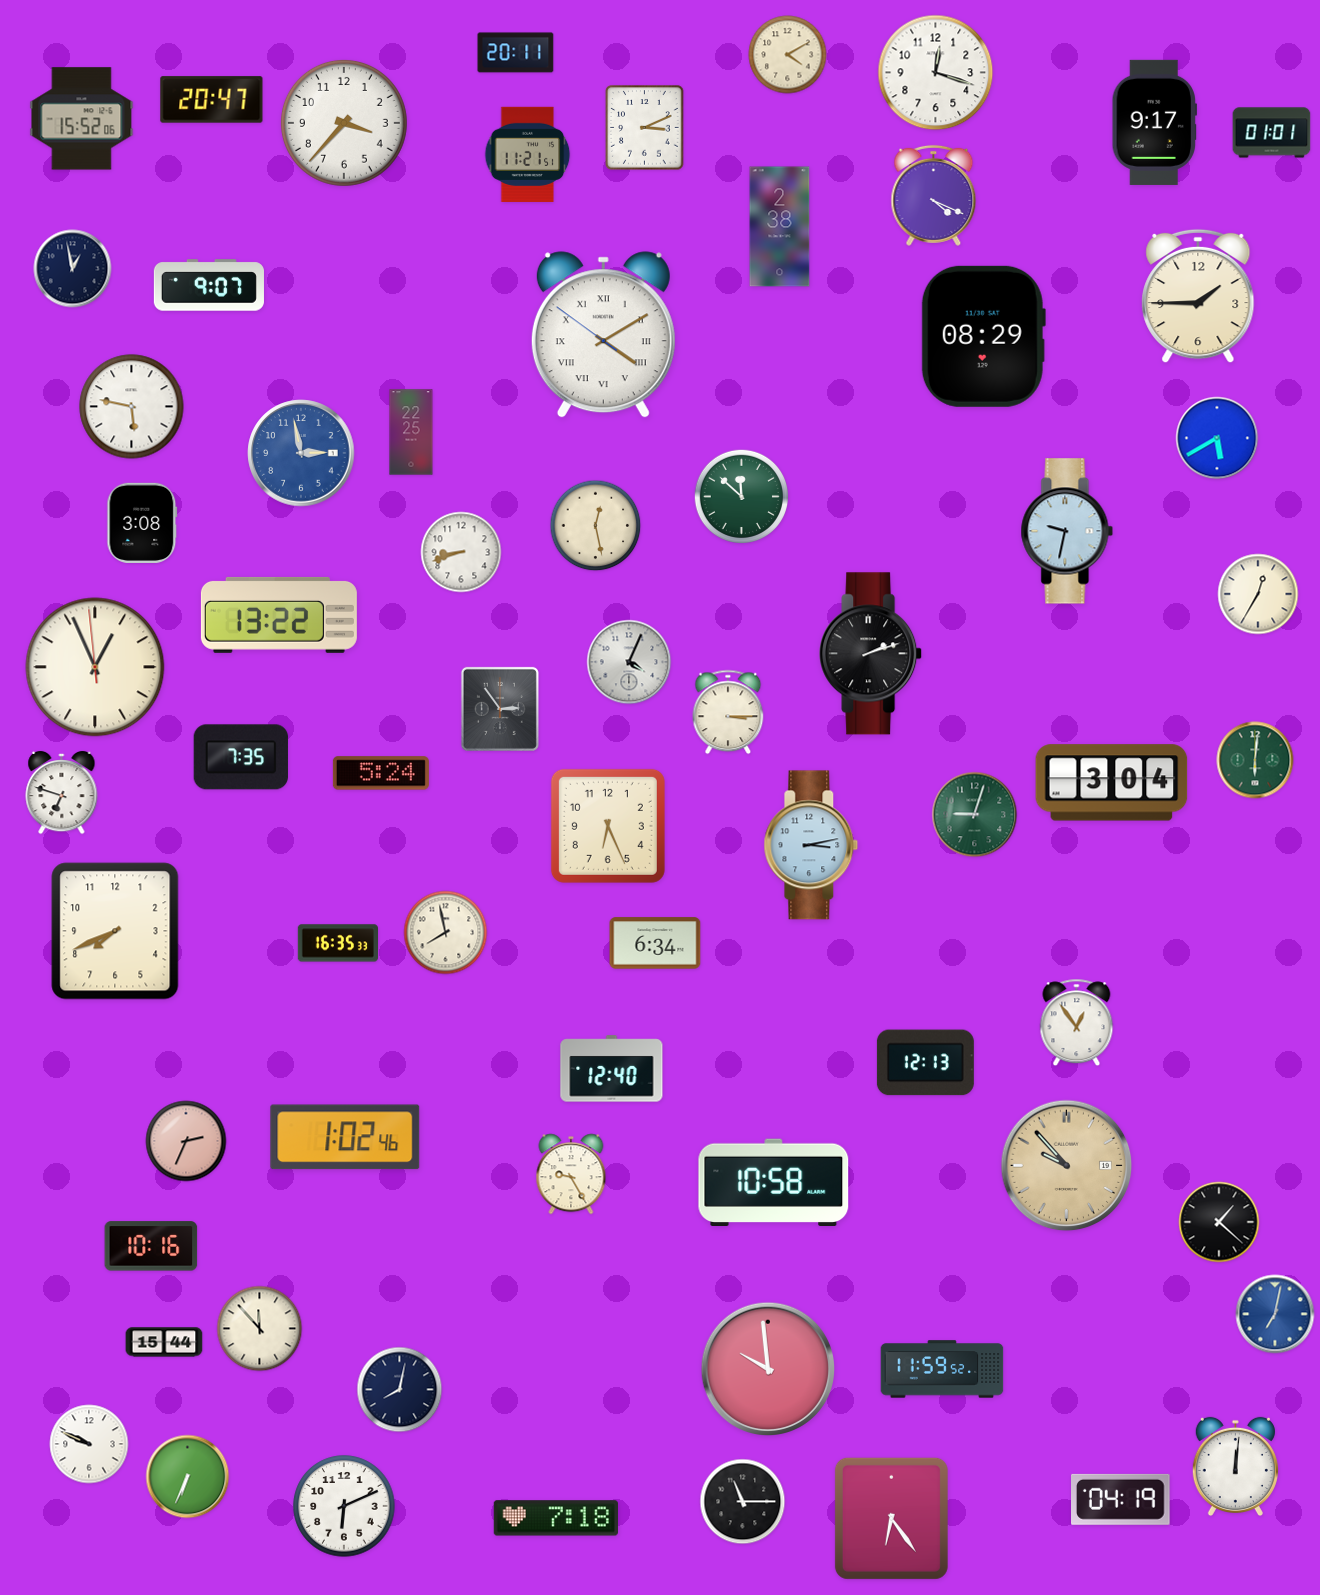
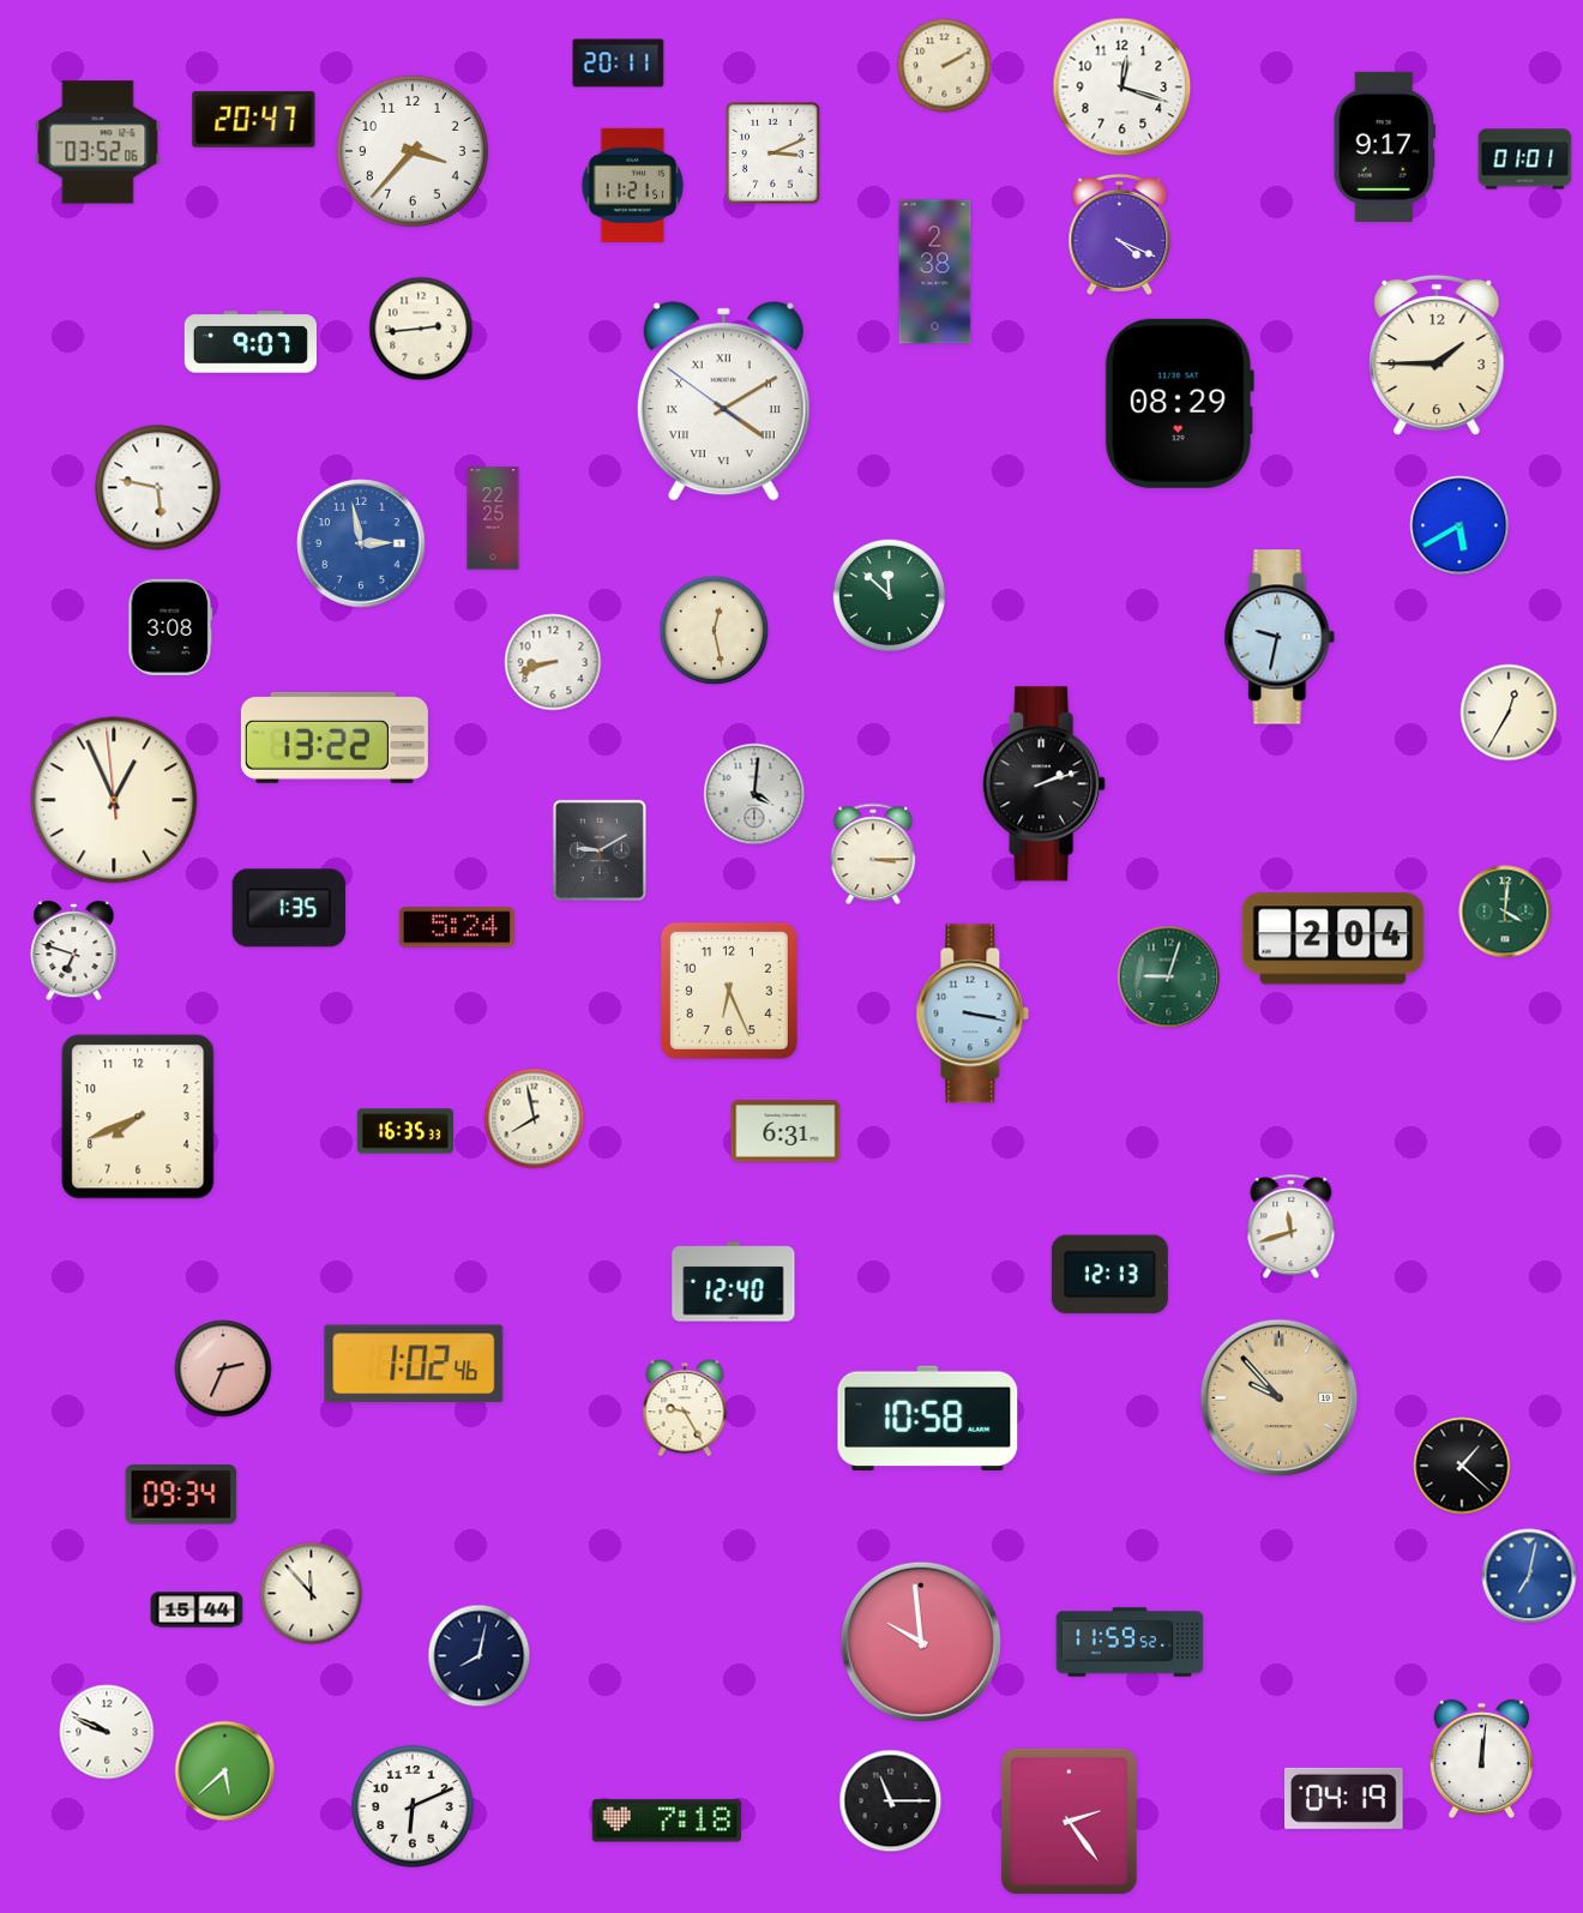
clock at (788, 55): 4:10 -> 2:10
clock at (82, 119): 15:52 -> 03:52
clock at (344, 123) position: (344, 123) -> (413, 151)
clock at (73, 269): 12:58 -> none
clock at (421, 329): none -> 2:44
clock at (629, 662): 4:04 -> 4:01
clock at (500, 709): 2:54 -> 9:10
clock at (241, 757): 7:35 -> 1:35
clock at (1255, 760): 6:01 -> 4:01
clock at (1112, 783): 3:04 -> 2:04
clock at (811, 845): 3:13 -> 3:17
clock at (655, 943): 6:34 -> 6:31
clock at (1077, 1023): 12:54 -> 11:42
clock at (151, 1246): 10:16 -> 09:34
clock at (400, 1390) position: (400, 1390) -> (480, 1656)
clock at (188, 1477): 6:34 -> 5:38
clock at (891, 1518): 6:24 -> 2:24
